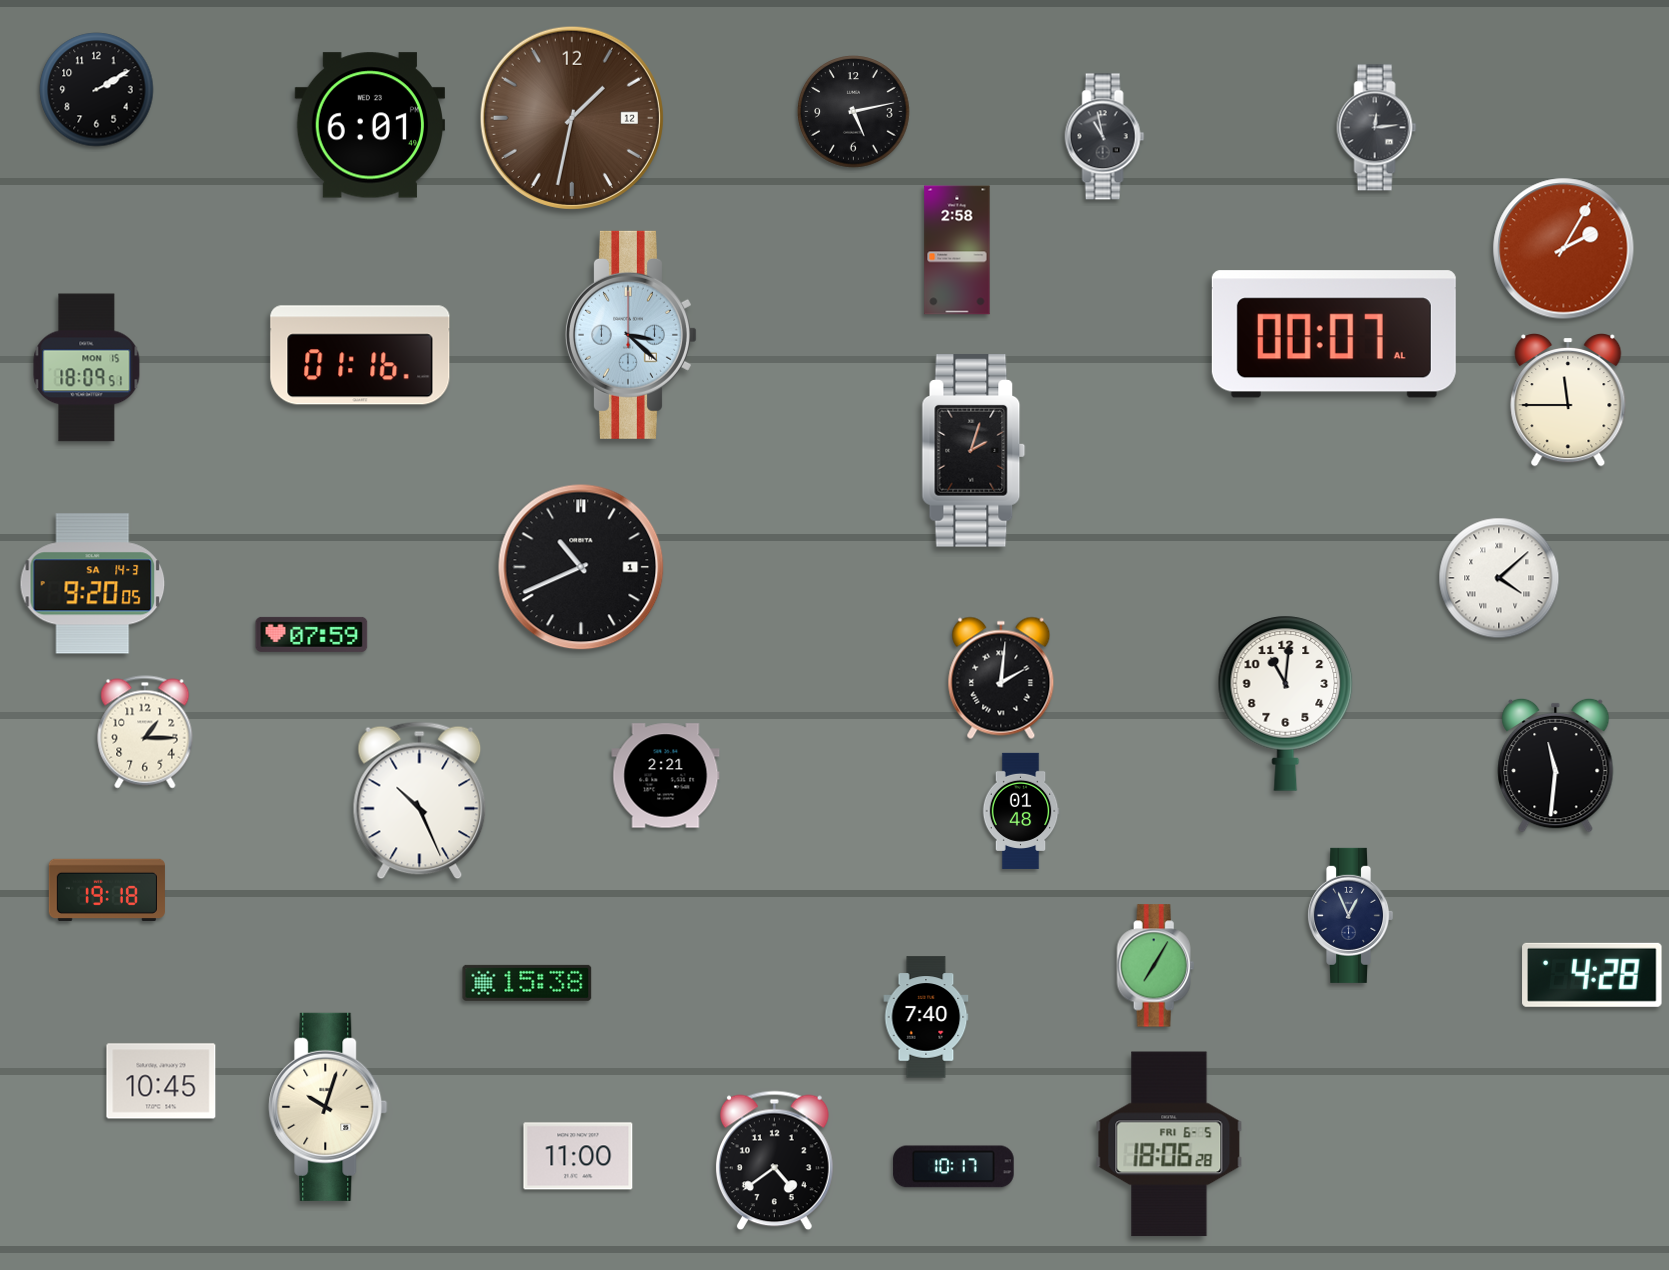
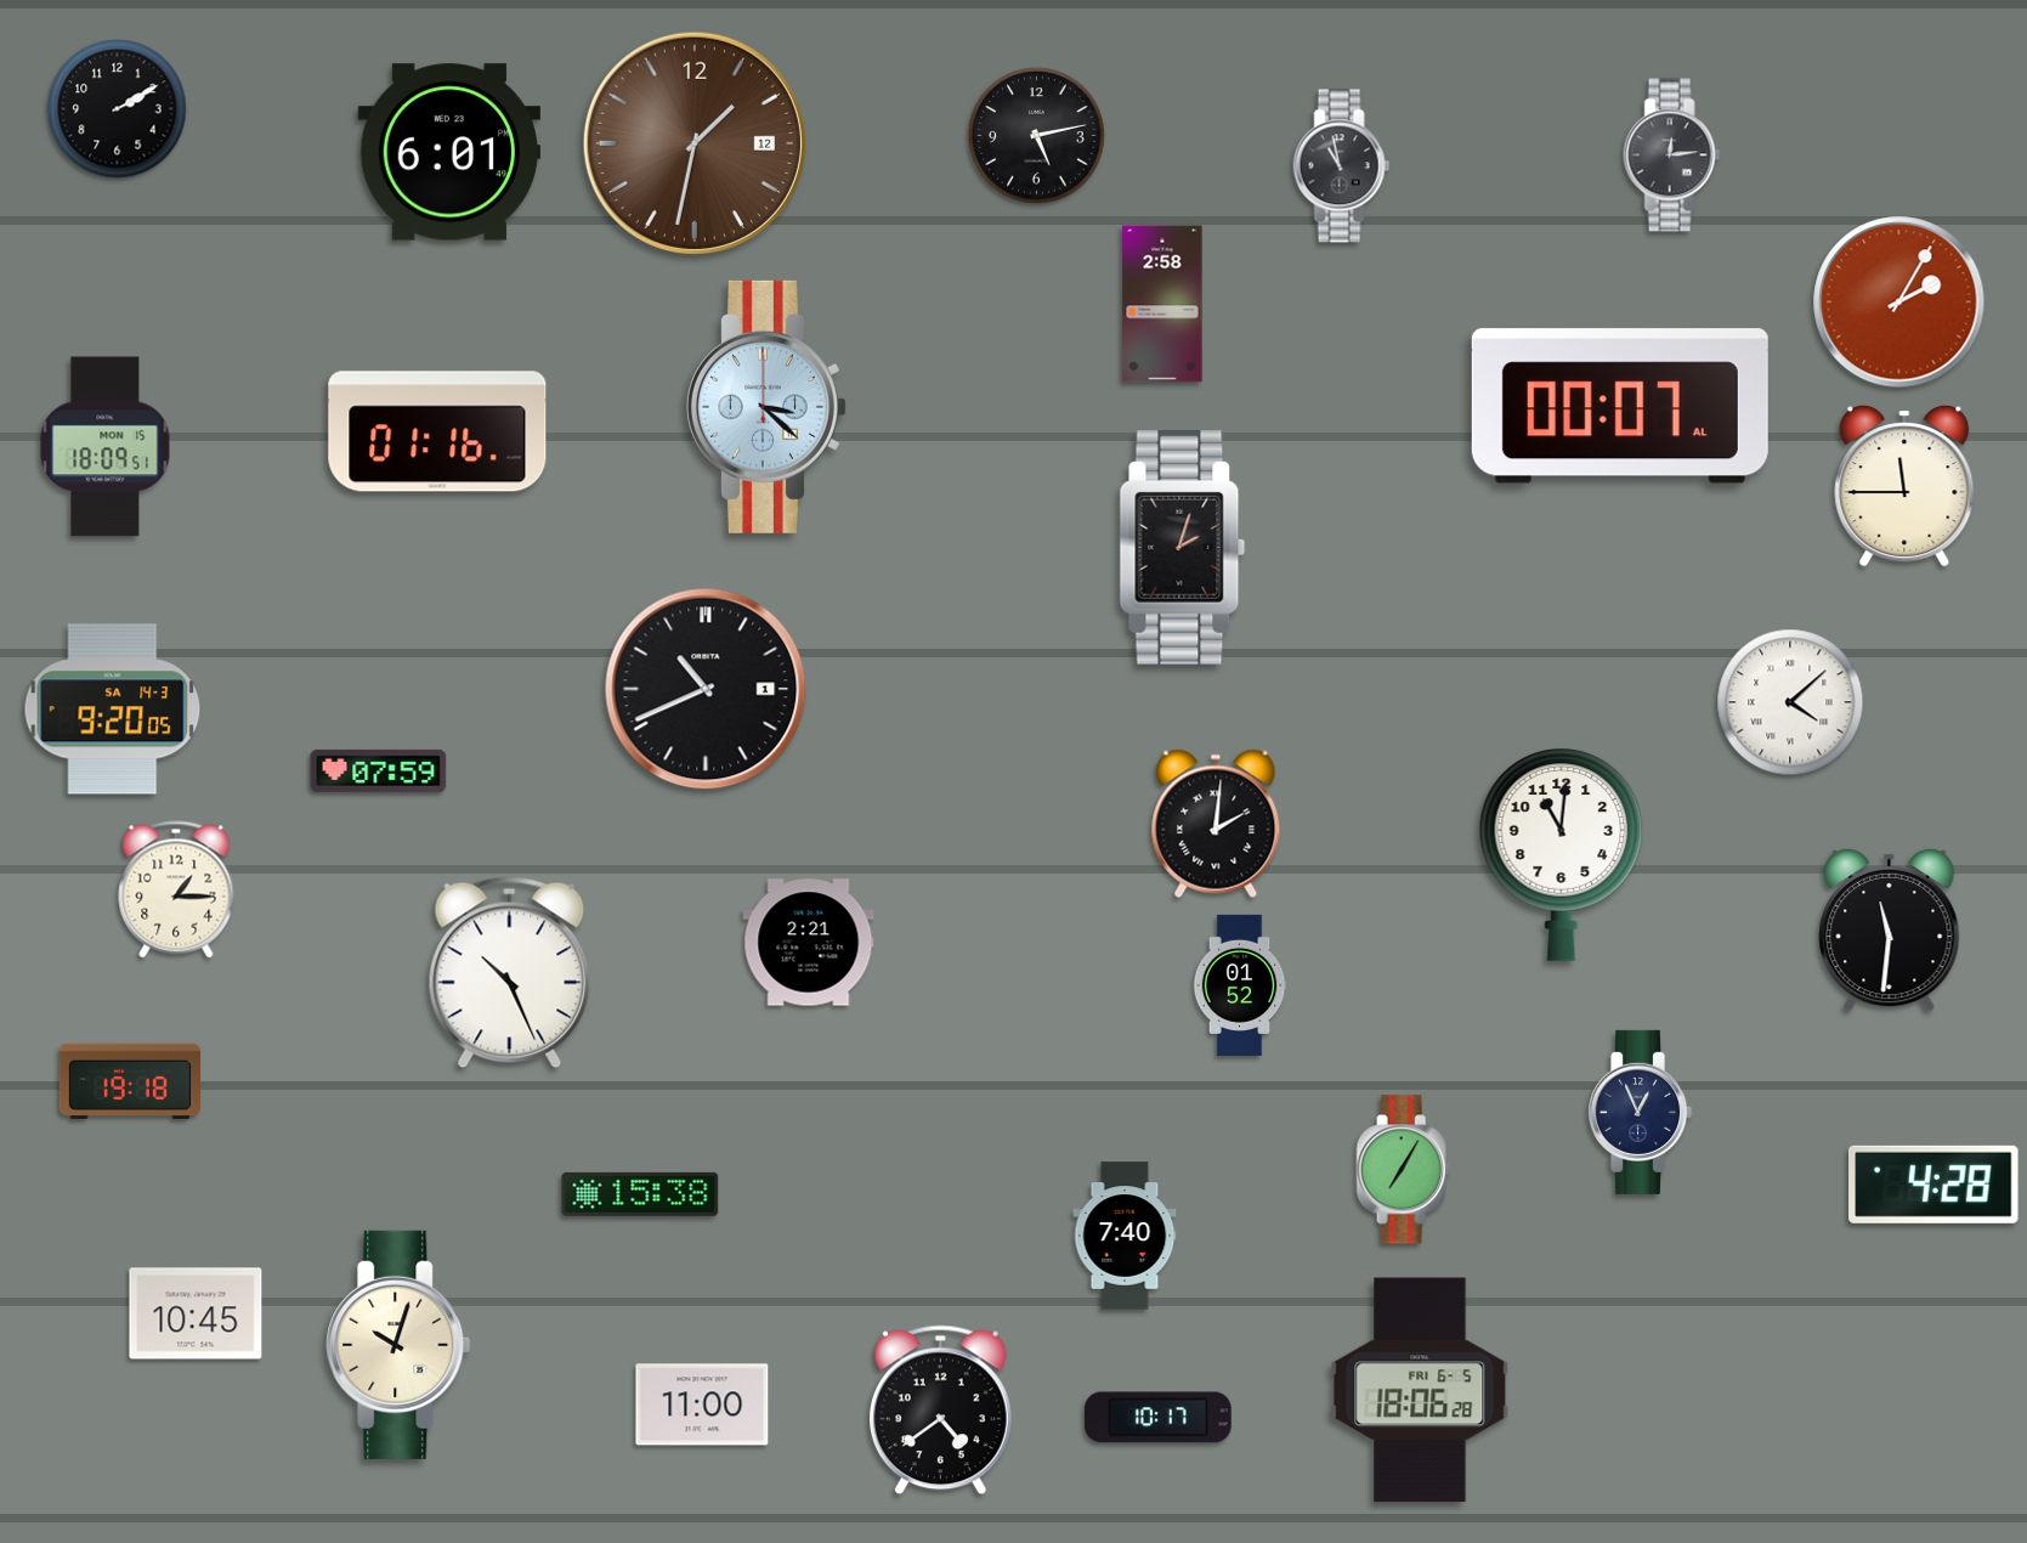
clock at (1499, 578) position: (1499, 578) -> (1790, 702)
clock at (1021, 811): 01:48 -> 01:52
clock at (1156, 966) position: (1156, 966) -> (1404, 1170)
